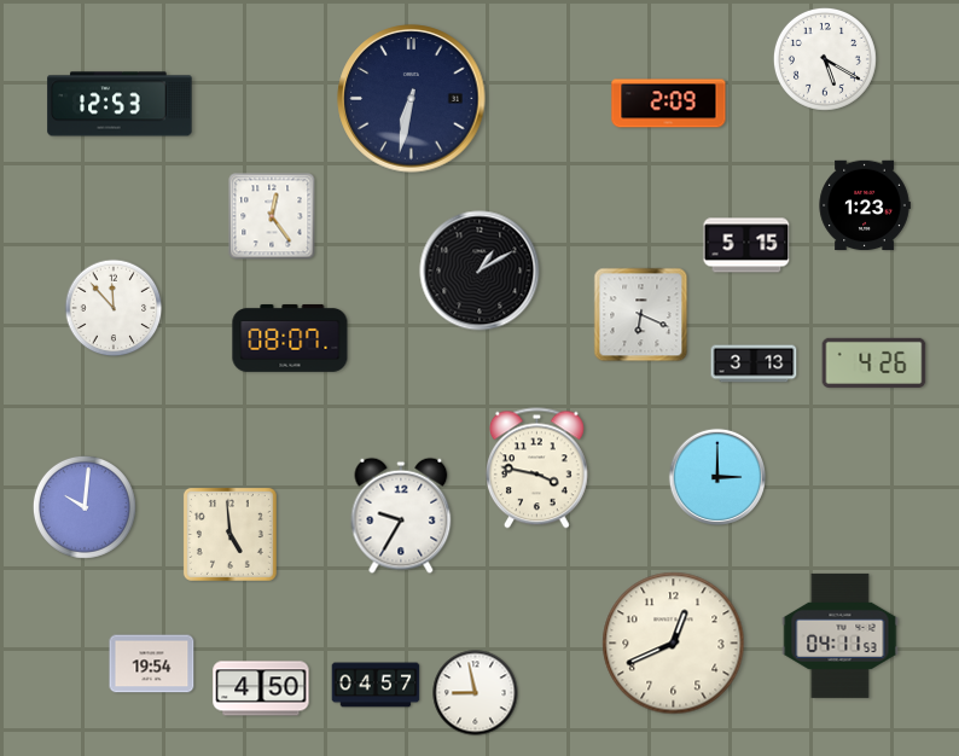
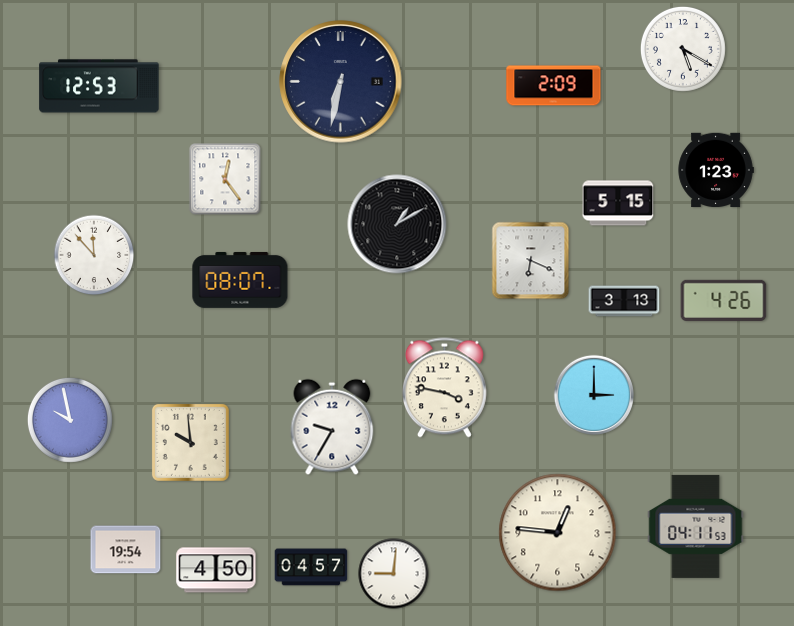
clock at (85, 507): 10:01 -> 9:58
clock at (229, 534): 4:59 -> 9:59
clock at (674, 644): 12:41 -> 12:46
clock at (476, 693): 8:58 -> 9:01
